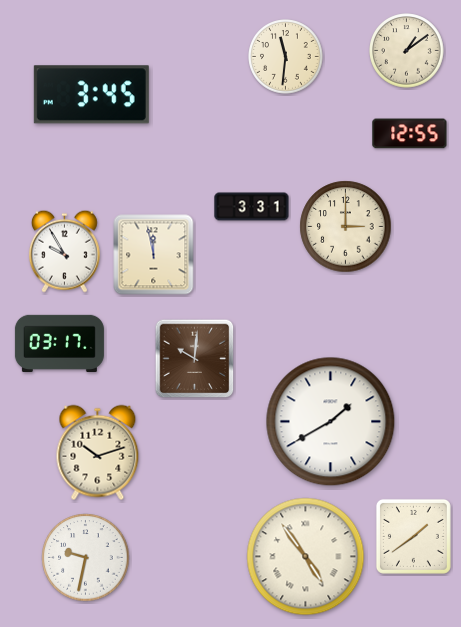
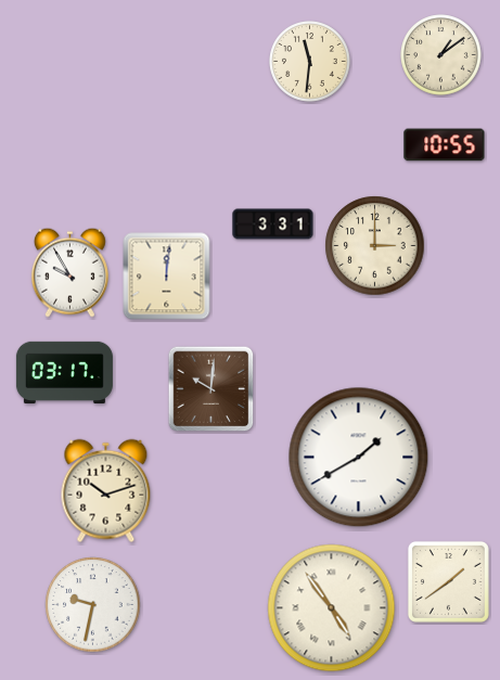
clock at (91, 95): 3:45 -> none
clock at (410, 134): 12:55 -> 10:55
clock at (154, 255): 11:58 -> 12:01
clock at (306, 557) position: (306, 557) -> (332, 608)
